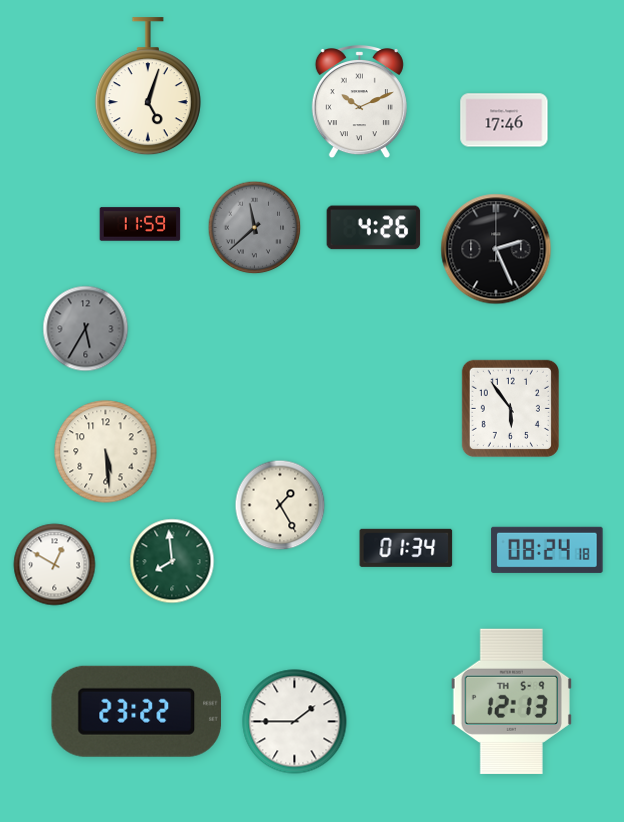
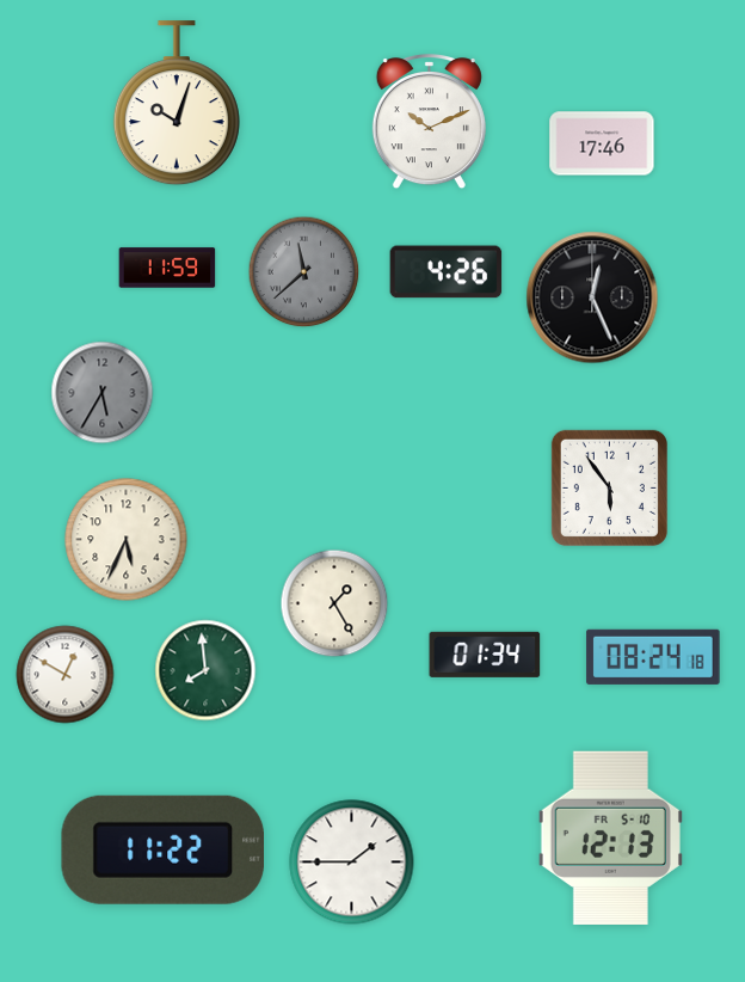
clock at (148, 87): 5:03 -> 10:03
clock at (496, 249): 2:26 -> 12:26
clock at (106, 452): 5:29 -> 5:34
clock at (511, 701) date: TH 5-9 -> FR 5-10
clock at (136, 711): 23:22 -> 11:22
